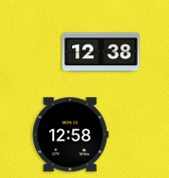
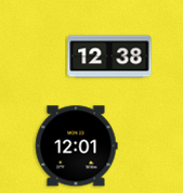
clock at (70, 135): 12:58 -> 12:01
